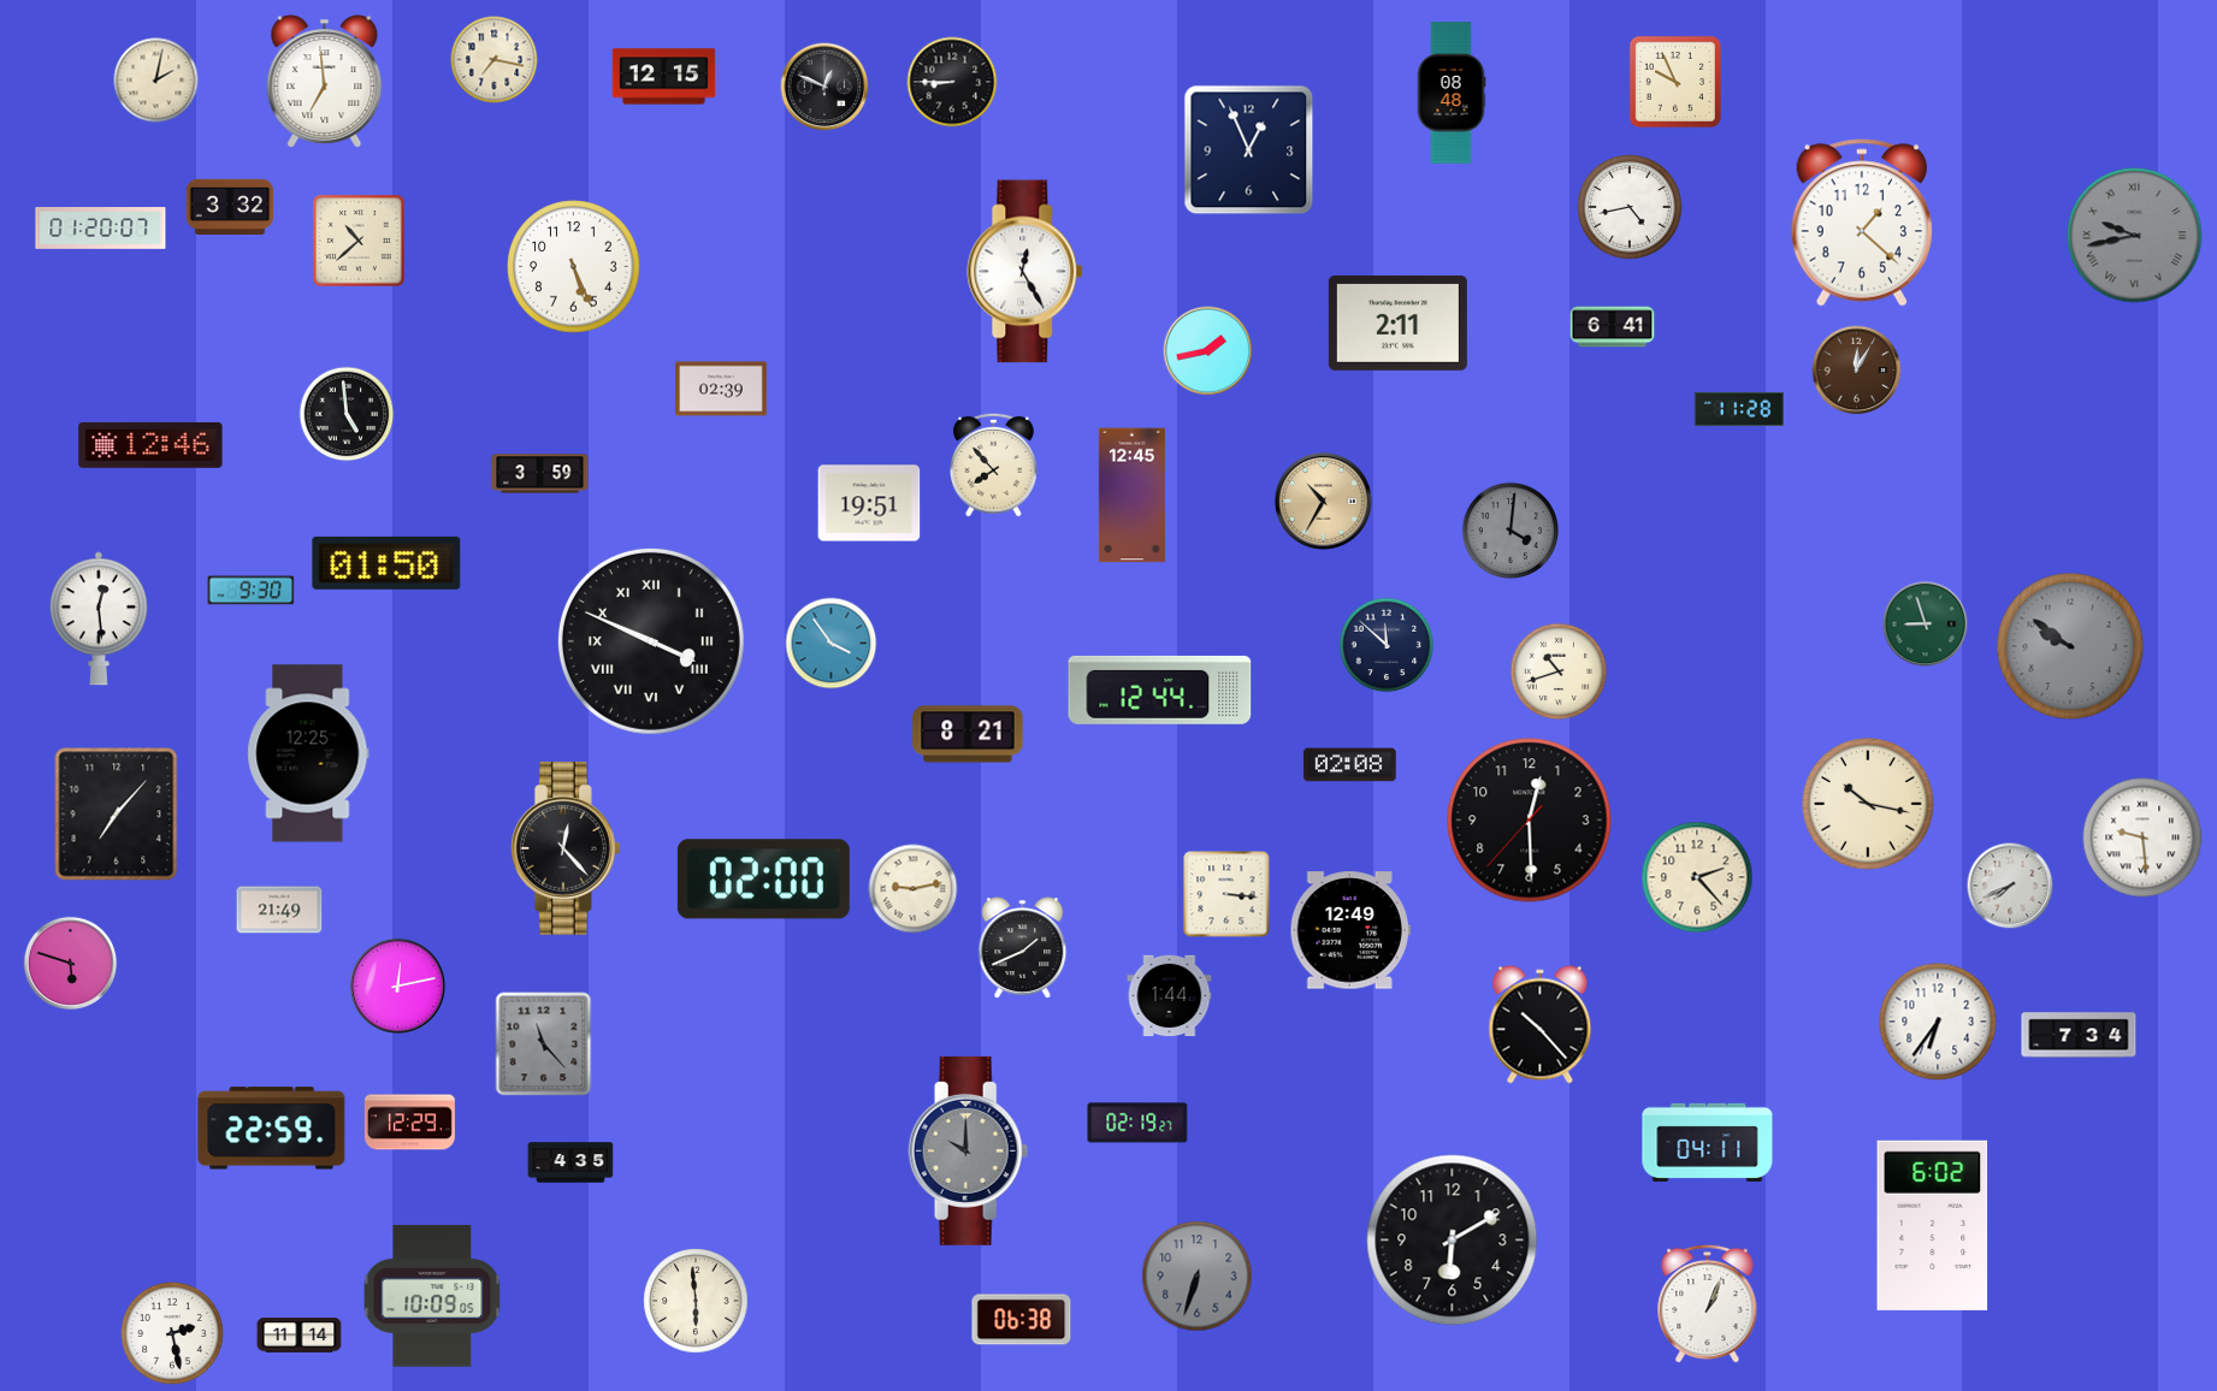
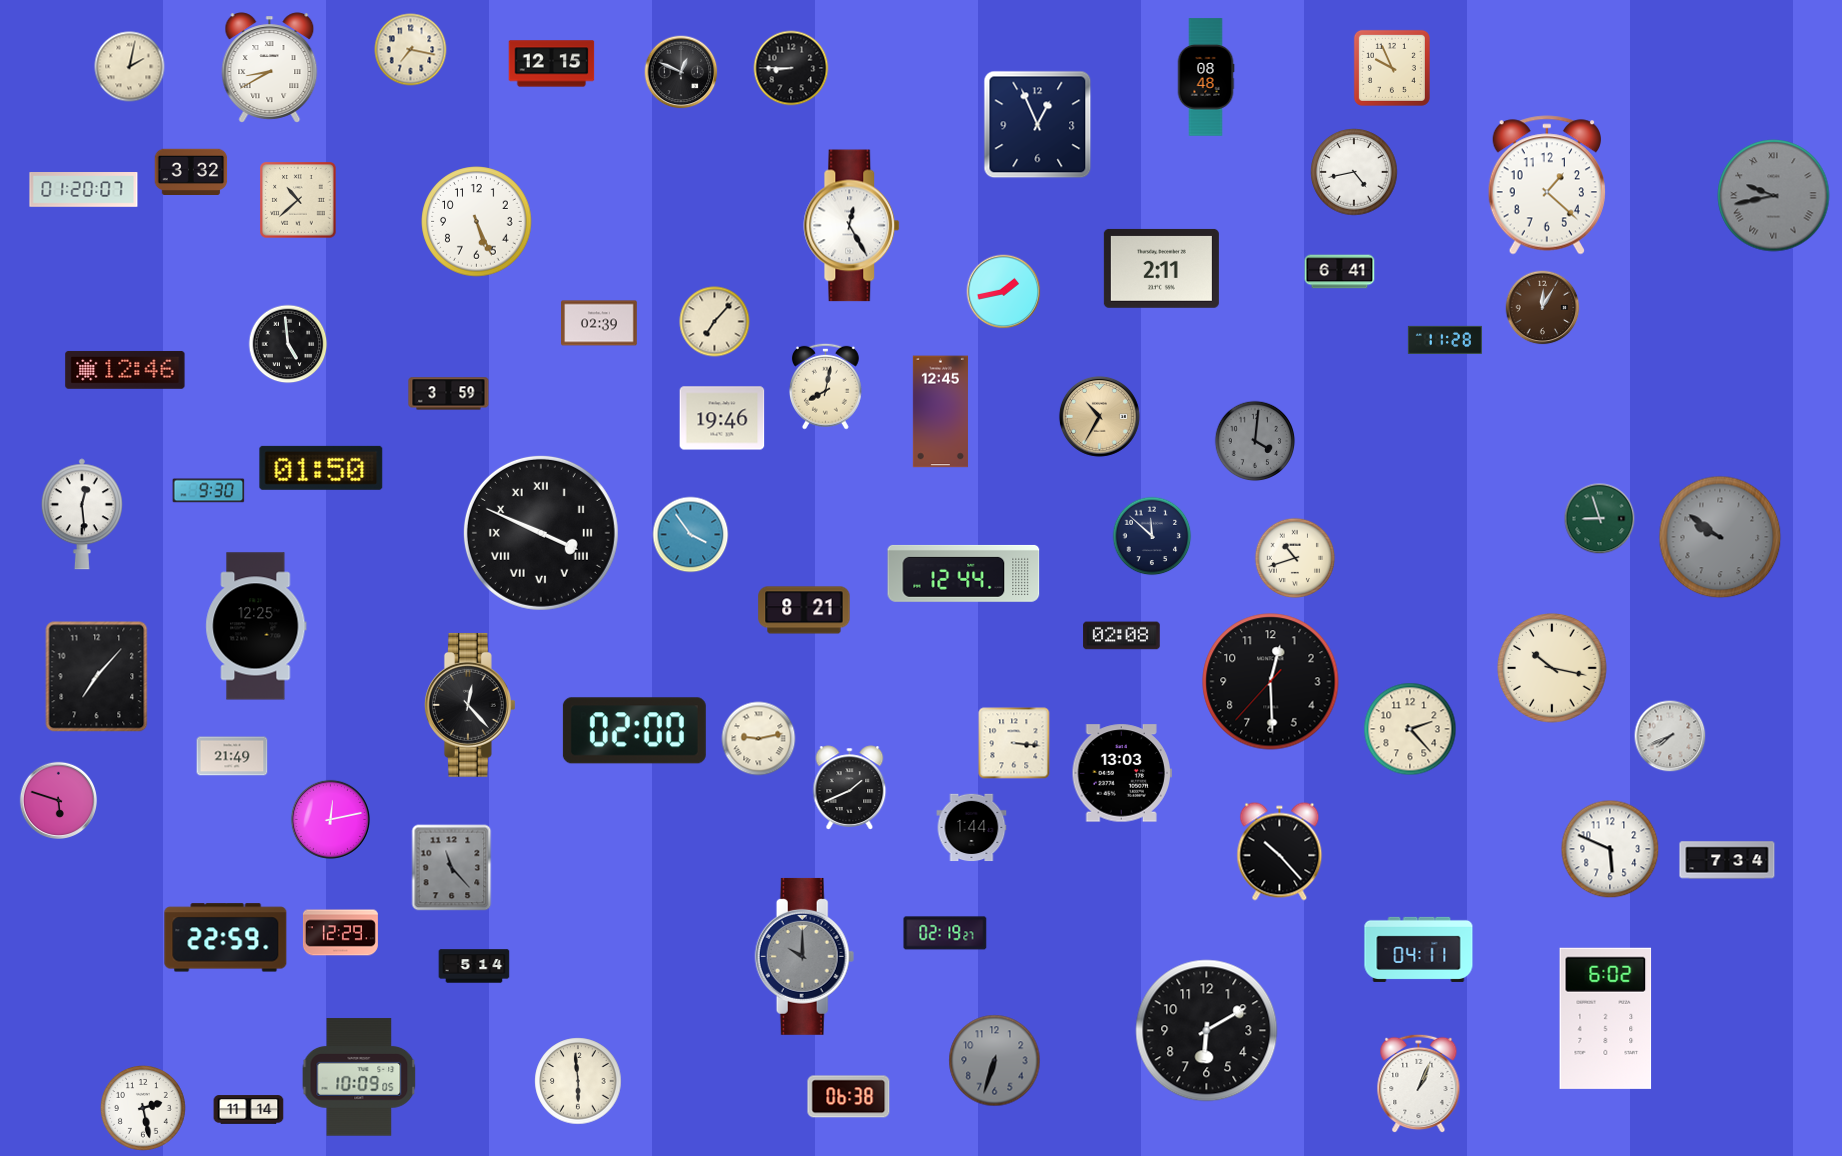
clock at (325, 82): 6:59 -> 8:40
clock at (824, 87) position: (824, 87) -> (681, 72)
clock at (715, 322): none -> 7:07
clock at (993, 464): 7:53 -> 8:02
clock at (869, 503): 19:51 -> 19:46
clock at (2142, 837): 9:29 -> none
clock at (1226, 894) position: (1226, 894) -> (1014, 743)
clock at (1350, 930): 12:49 -> 13:03
clock at (1938, 1022): 6:36 -> 5:49
clock at (570, 1162): 4:35 -> 5:14
